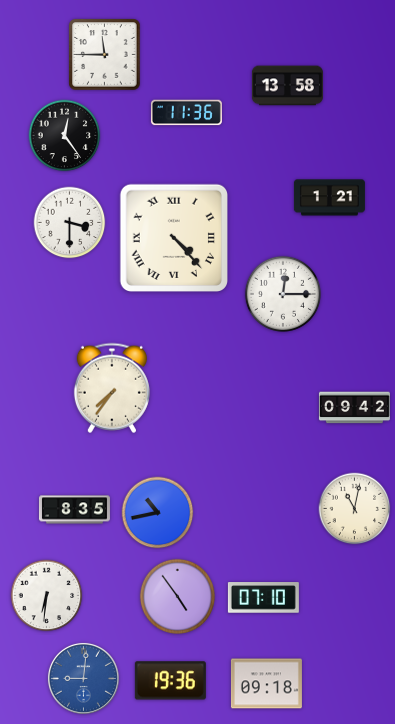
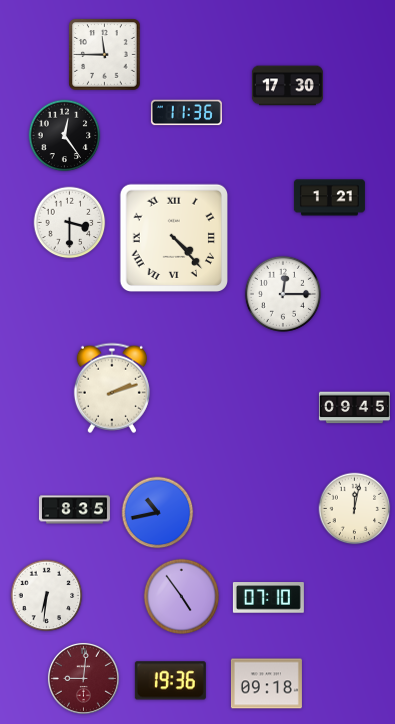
clock at (287, 86): 13:58 -> 17:30
clock at (112, 388): 7:36 -> 2:12
clock at (354, 408): 09:42 -> 09:45
clock at (355, 509): 11:02 -> 12:02
clock at (177, 596) position: (177, 596) -> (181, 596)
clock at (263, 598) position: (263, 598) -> (268, 598)
clock at (83, 678) dial: blue -> burgundy
